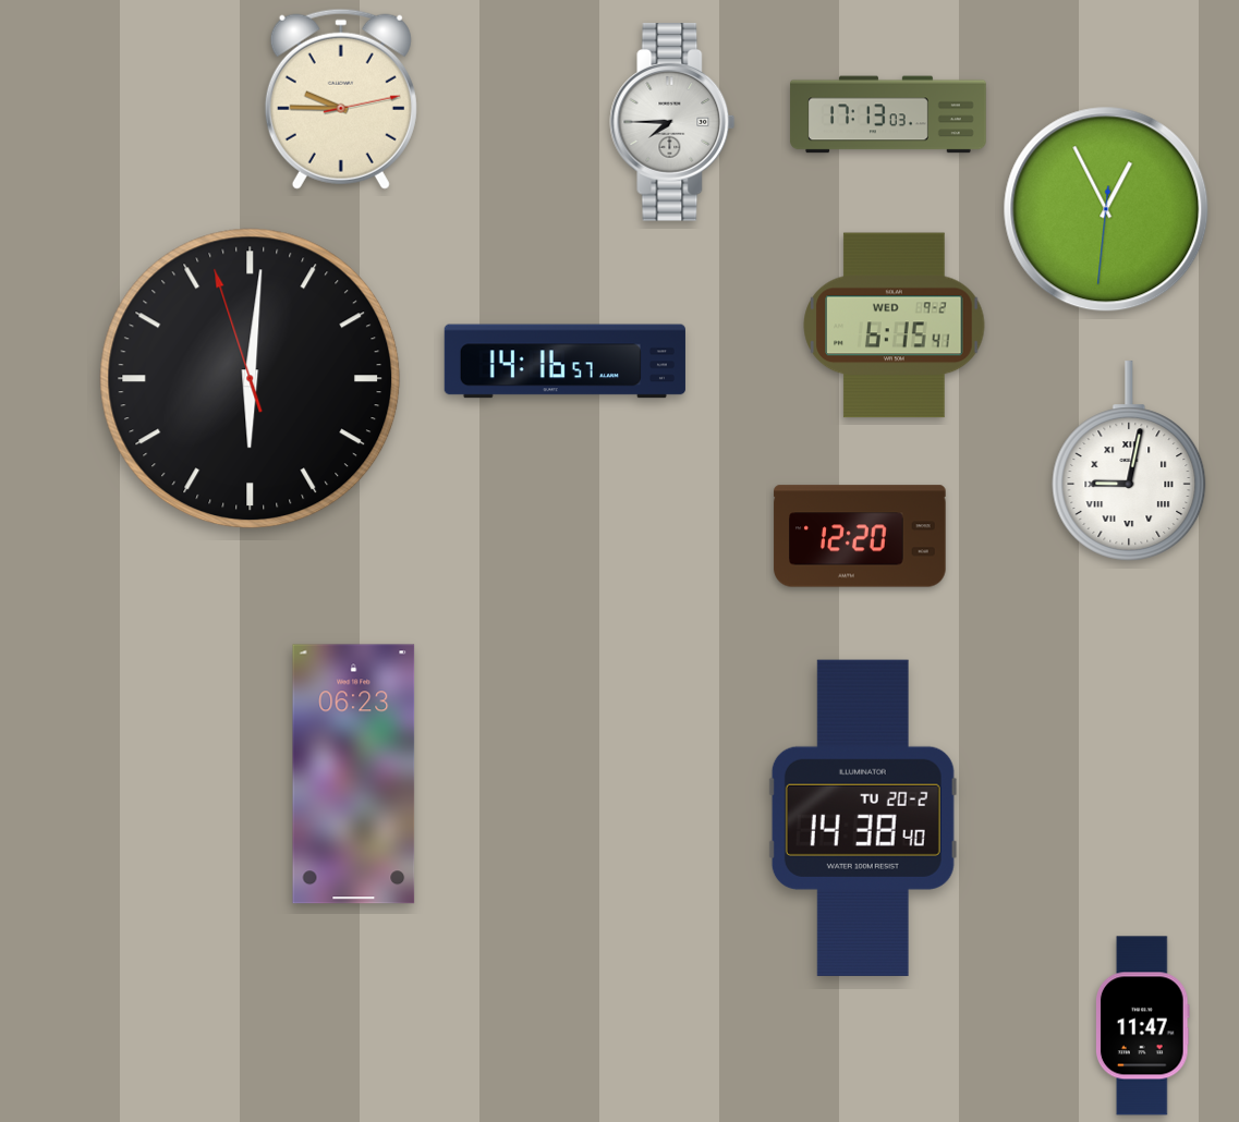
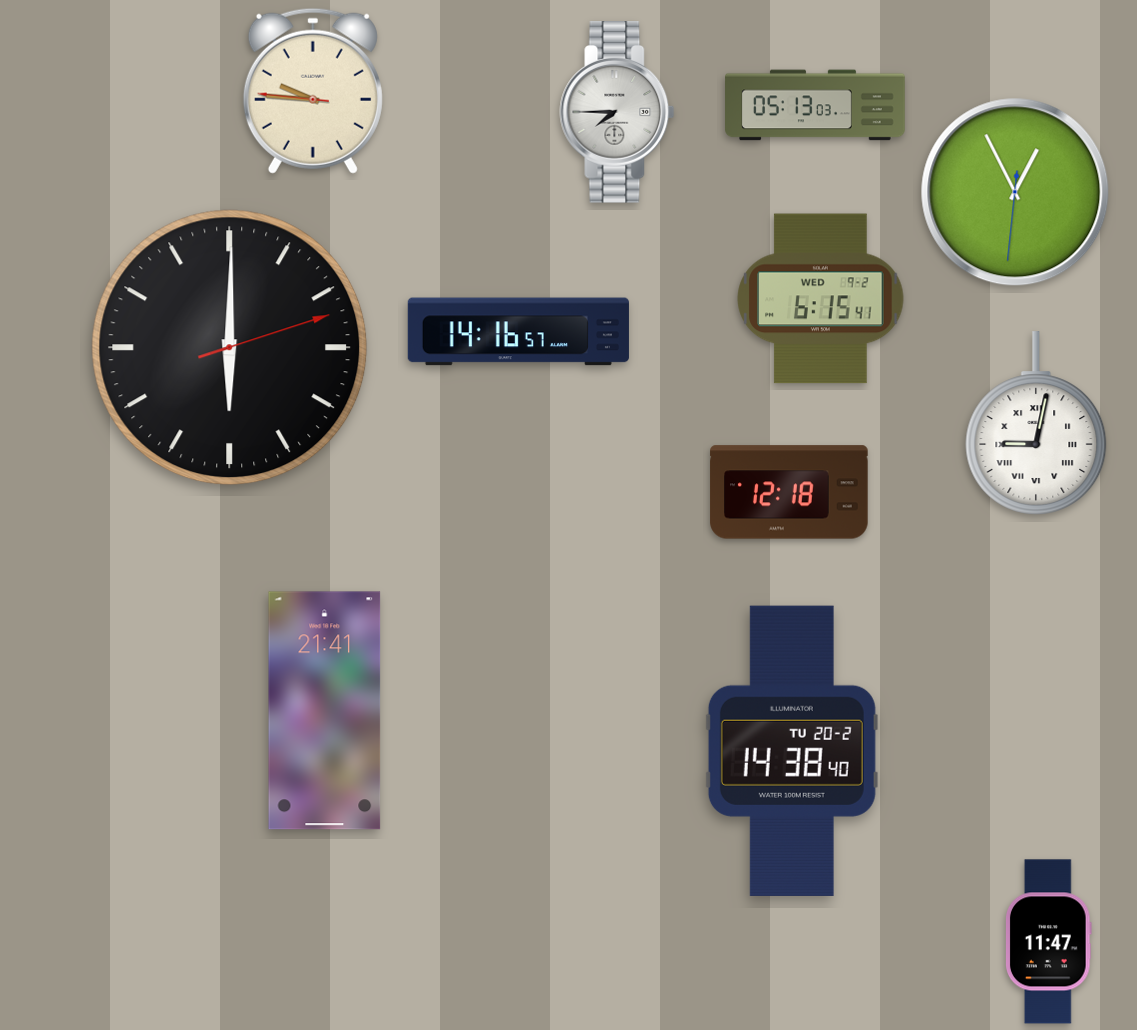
clock at (341, 99): 9:45:13 -> 9:45:46
clock at (888, 114): 17:13 -> 05:13
clock at (251, 379): 6:00:57 -> 6:00:12
clock at (860, 536): 12:20 -> 12:18
clock at (354, 775): 06:23 -> 21:41
